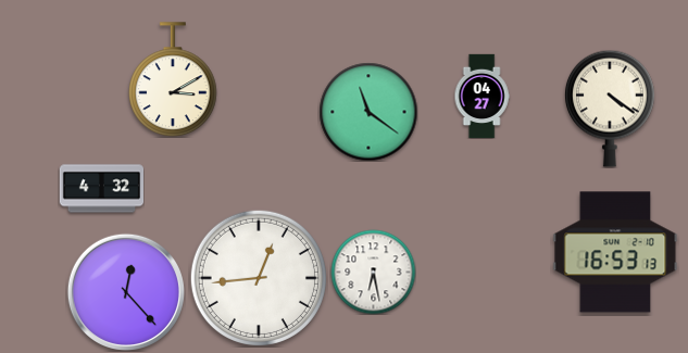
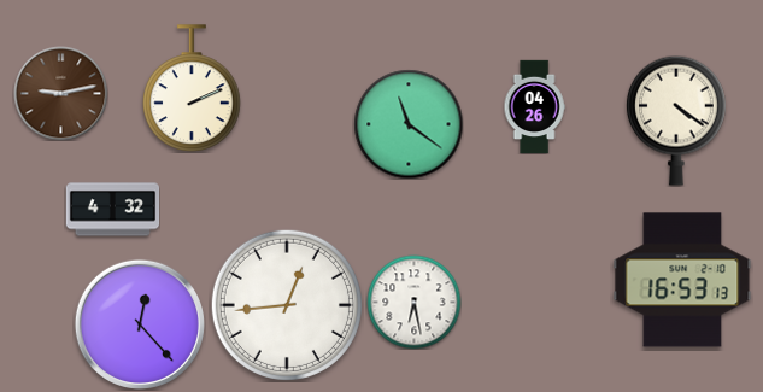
clock at (174, 79): 3:10 -> 2:11
clock at (60, 93): none -> 9:13
clock at (481, 96): 04:27 -> 04:26
clock at (259, 278) position: (259, 278) -> (287, 305)
